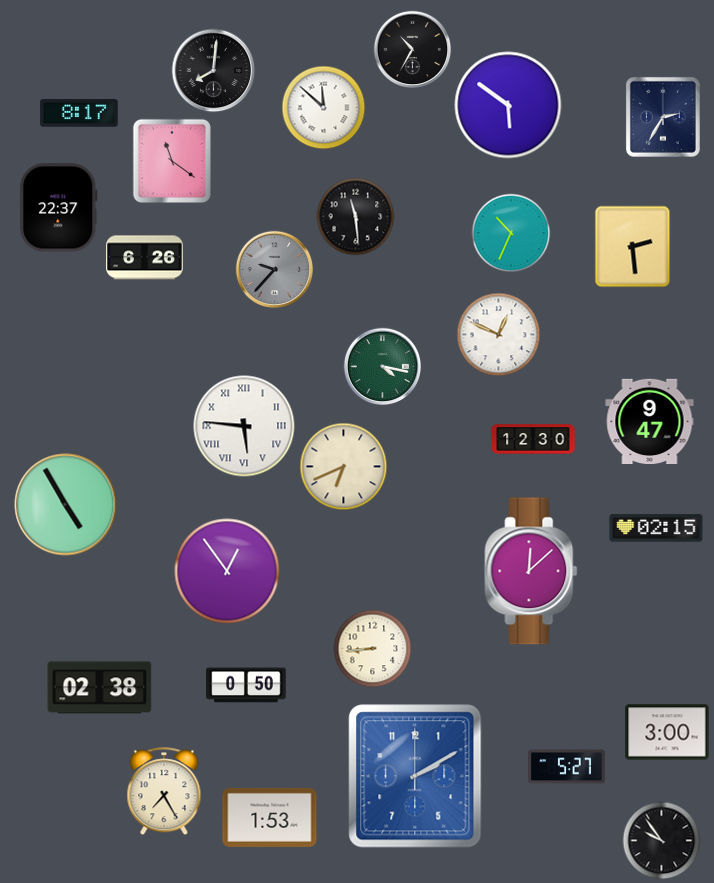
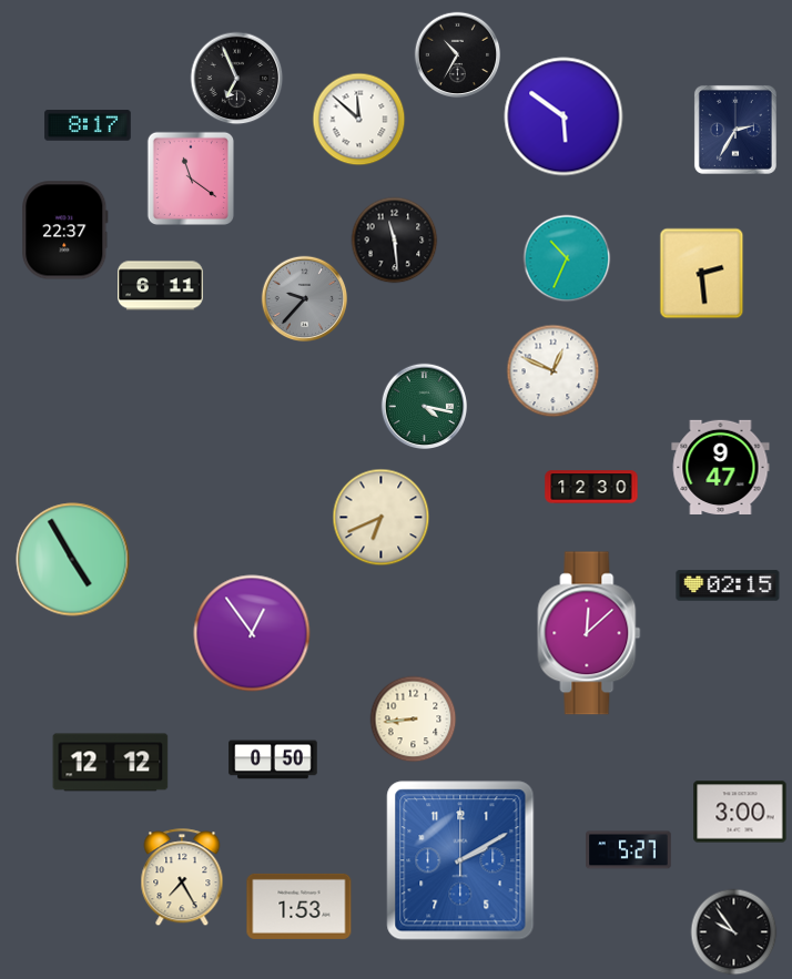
clock at (213, 70): 8:01 -> 6:56
clock at (145, 258): 6:26 -> 6:11
clock at (244, 426): 5:46 -> none
clock at (100, 688): 02:38 -> 12:12
